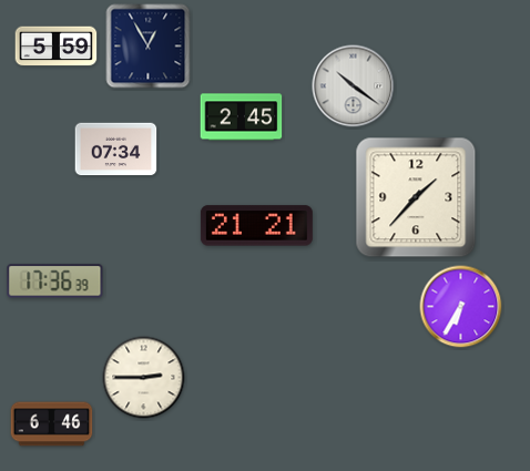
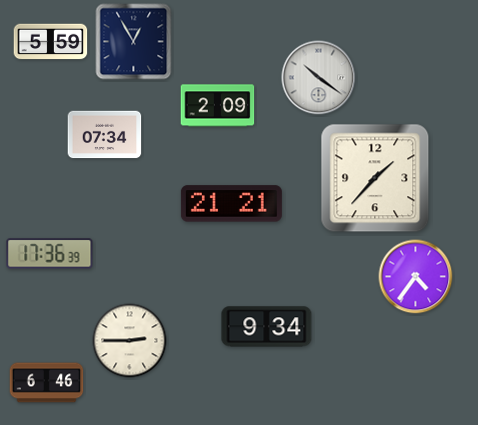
clock at (242, 117): 2:45 -> 2:09
clock at (461, 307): 6:35 -> 4:36
clock at (267, 327): none -> 9:34
